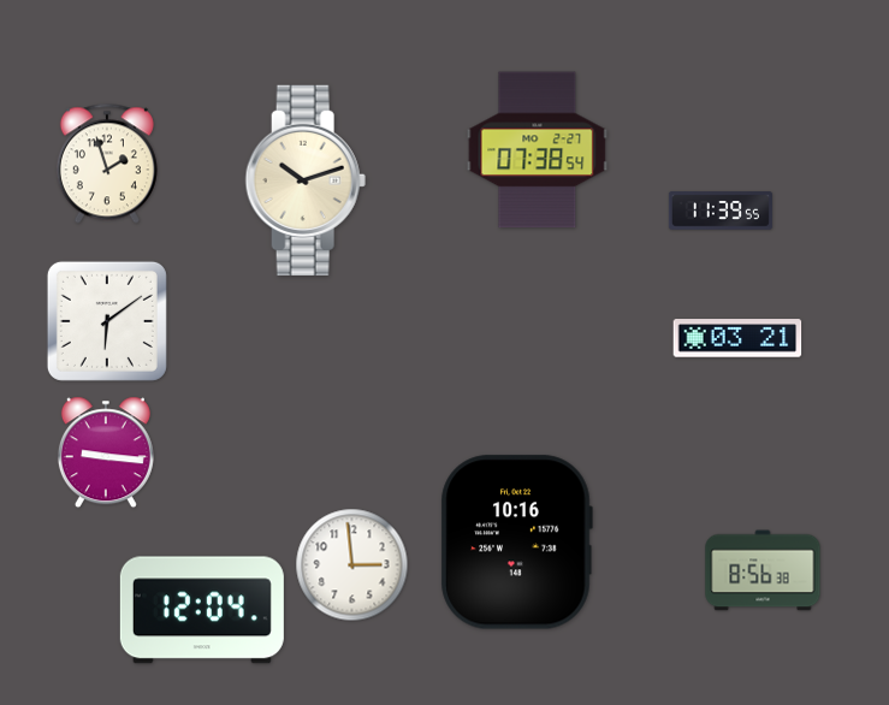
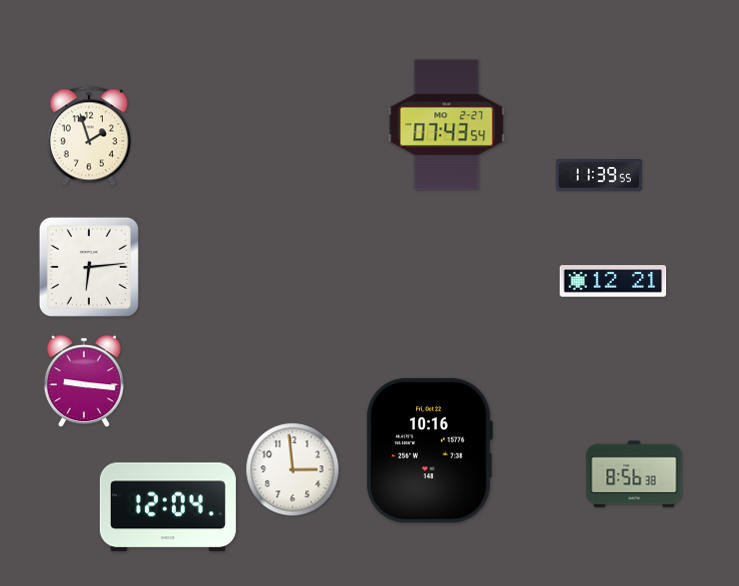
clock at (538, 150): 07:38 -> 07:43
clock at (306, 180): 10:12 -> none
clock at (107, 321): 6:09 -> 6:14
clock at (737, 338): 03:21 -> 12:21
clock at (106, 452) position: (106, 452) -> (84, 381)
